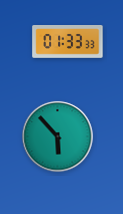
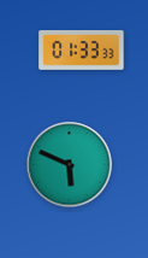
clock at (58, 137): 5:53 -> 5:49
